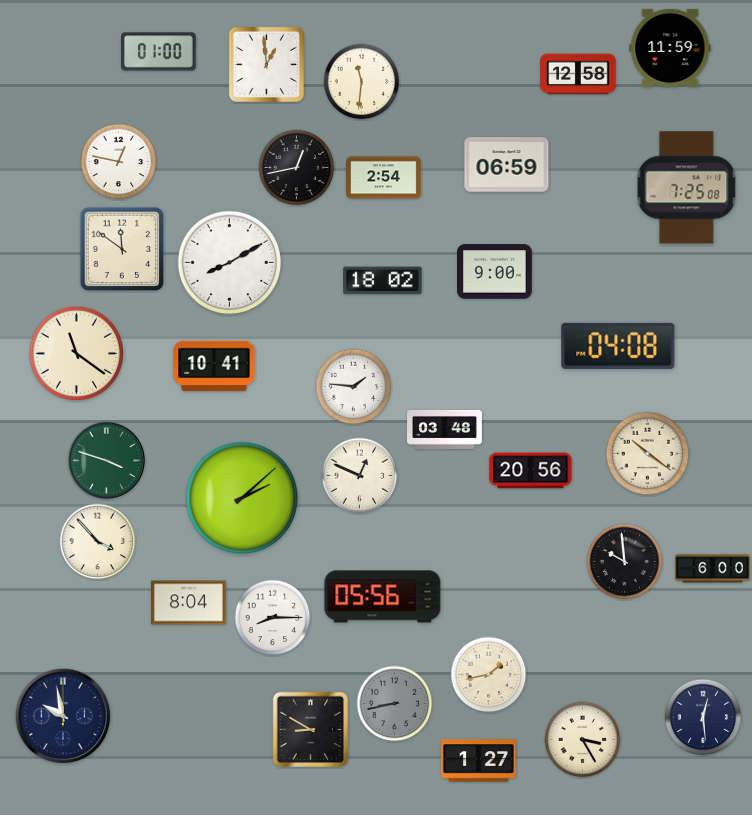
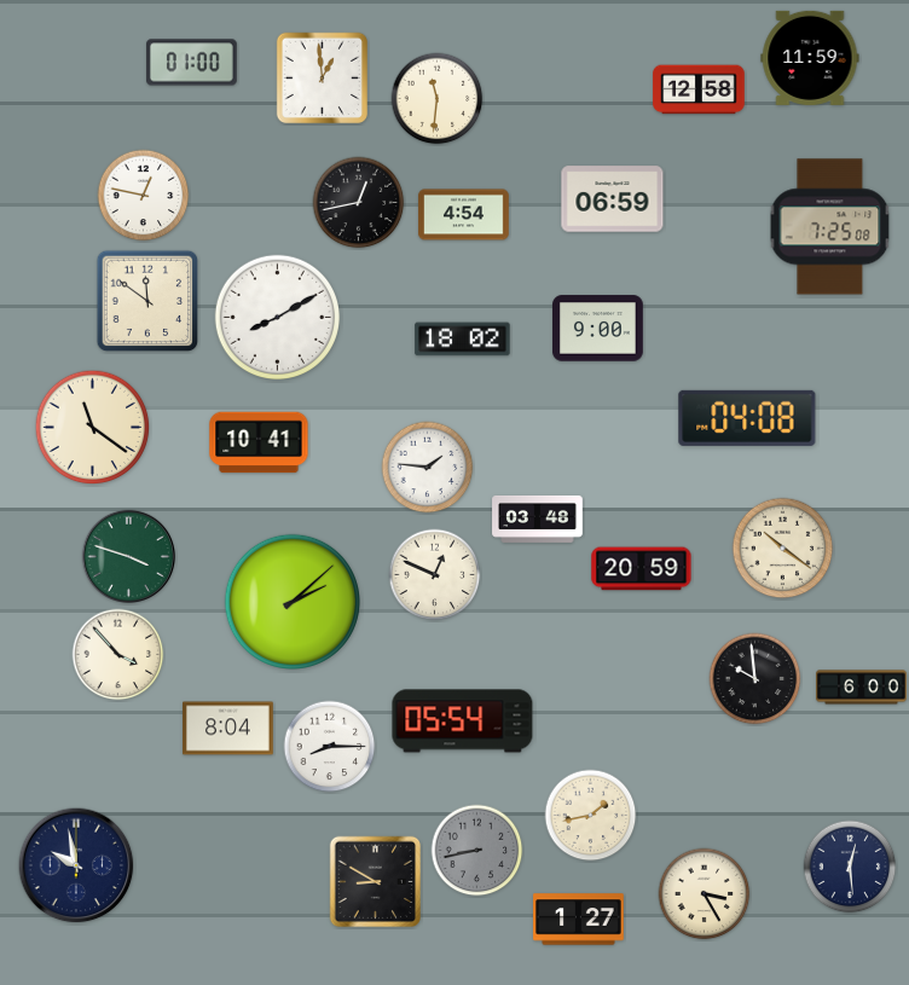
clock at (384, 178): 2:54 -> 4:54
clock at (531, 471): 20:56 -> 20:59
clock at (383, 597): 05:56 -> 05:54
